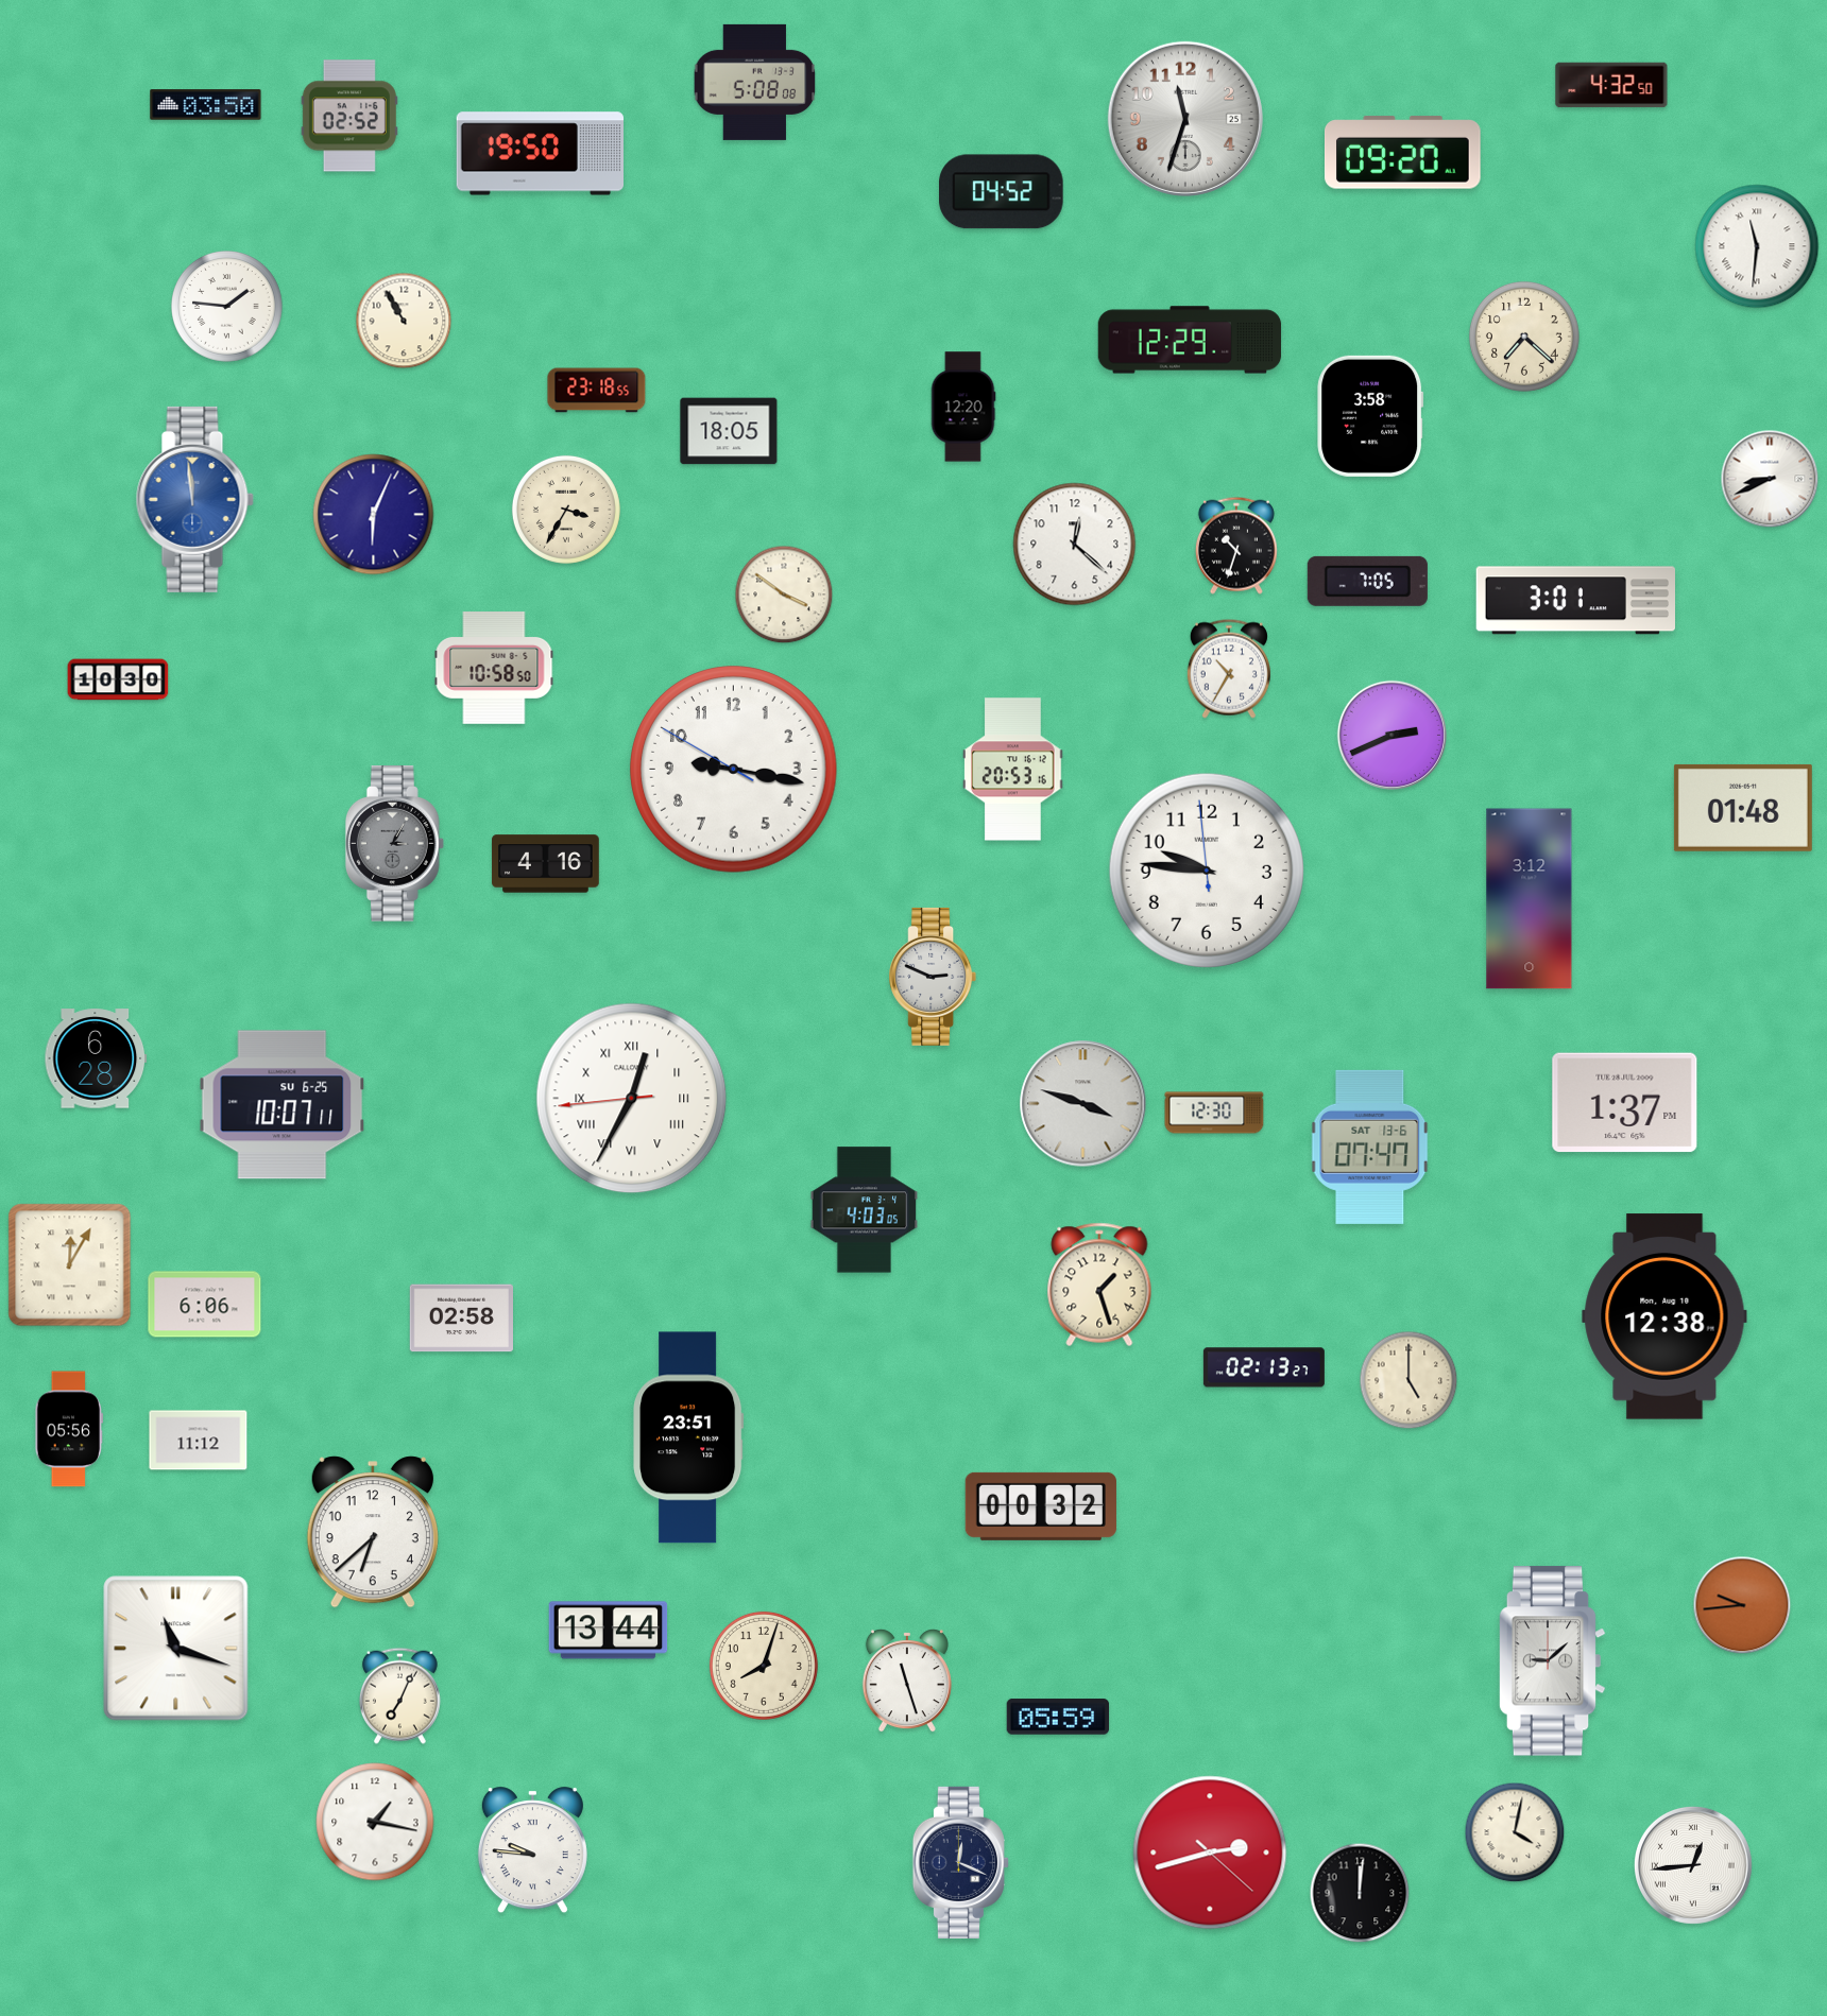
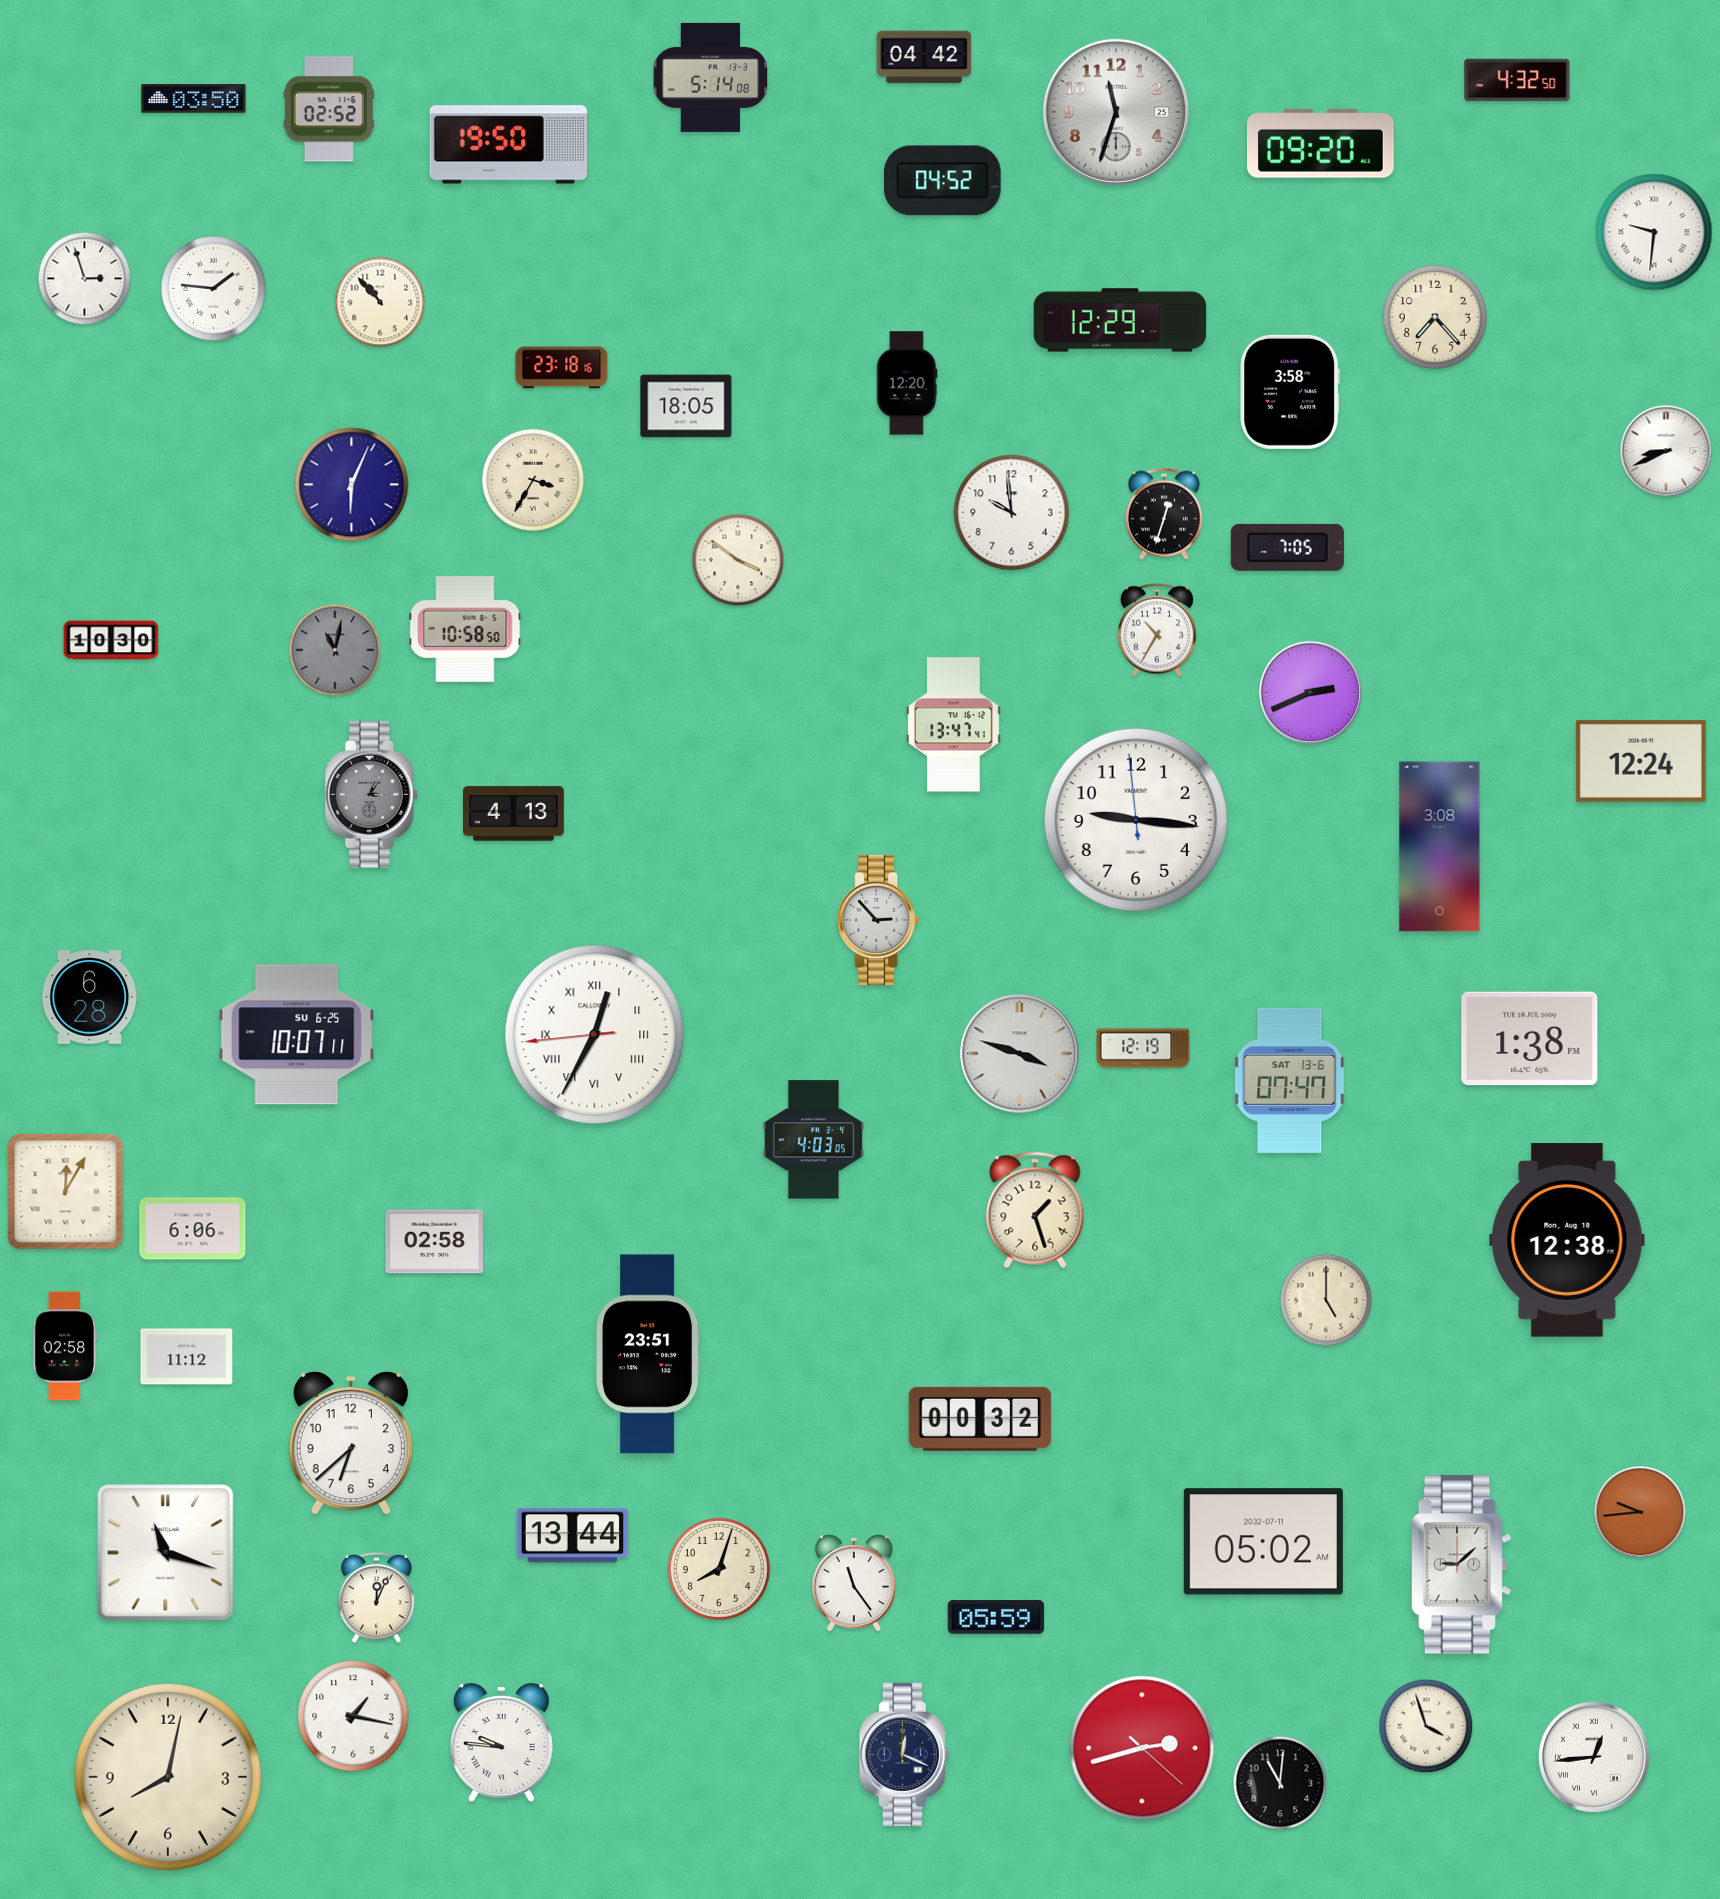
clock at (924, 57): none -> 04:42
clock at (755, 82): 5:08 -> 5:14
clock at (1757, 246): 11:31 -> 9:31
clock at (85, 279): none -> 2:57
clock at (404, 321): 10:55 -> 10:53
clock at (1524, 337): 7:22 -> 7:23
clock at (597, 391): 23:18:55 -> 23:18:16
clock at (194, 499): 11:59 -> none
clock at (1075, 545): 12:22 -> 9:59
clock at (1236, 546): 10:33 -> 12:33
clock at (1575, 601): 3:01 -> none
clock at (335, 650): none -> 11:02
clock at (734, 770): 9:16 -> none
clock at (1013, 770): 20:53 -> 13:47
clock at (1743, 808): 01:48 -> 12:24
clock at (546, 864): 4:16 -> 4:13
clock at (1207, 871): 9:45 -> 9:15
clock at (1530, 899): 3:12 -> 3:08
clock at (933, 977): 2:49 -> 2:53
clock at (1625, 1103): 1:37 -> 1:38
clock at (1083, 1104) position: (1083, 1104) -> (1020, 1054)
clock at (283, 1105) position: (283, 1105) -> (297, 1035)
clock at (1214, 1113): 12:30 -> 12:19
clock at (1264, 1367): 02:13 -> none
clock at (69, 1429): 05:56 -> 02:58
clock at (1263, 1542): none -> 05:02
clock at (907, 1682): 11:27 -> 11:24
clock at (399, 1695): 7:04 -> 12:04
clock at (1515, 1832): 4:02 -> 3:57
clock at (1210, 1853) position: (1210, 1853) -> (1142, 1748)
clock at (168, 1777): none -> 8:02
clock at (1360, 1893): 12:01 -> 11:01
